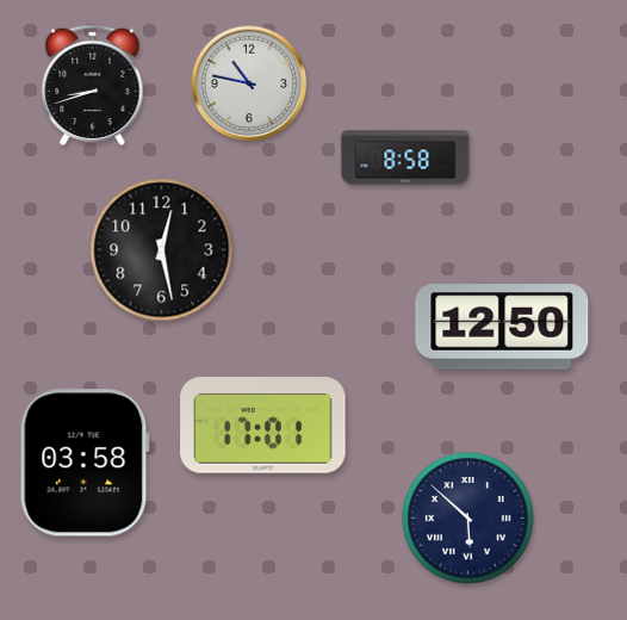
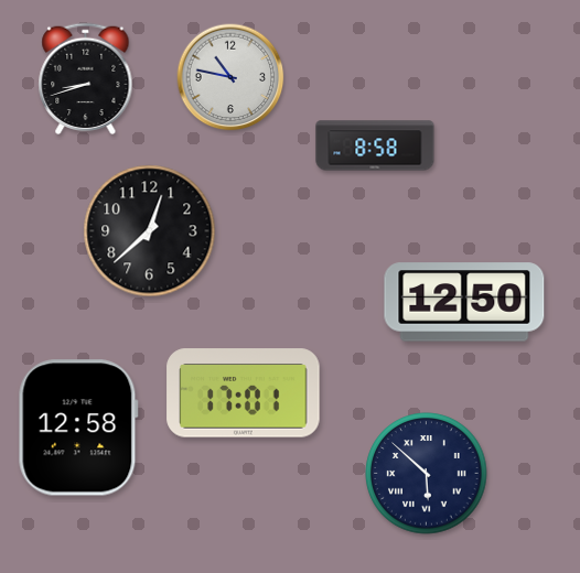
clock at (162, 250): 12:28 -> 12:38
clock at (85, 463): 03:58 -> 12:58
clock at (468, 519) position: (468, 519) -> (427, 474)
